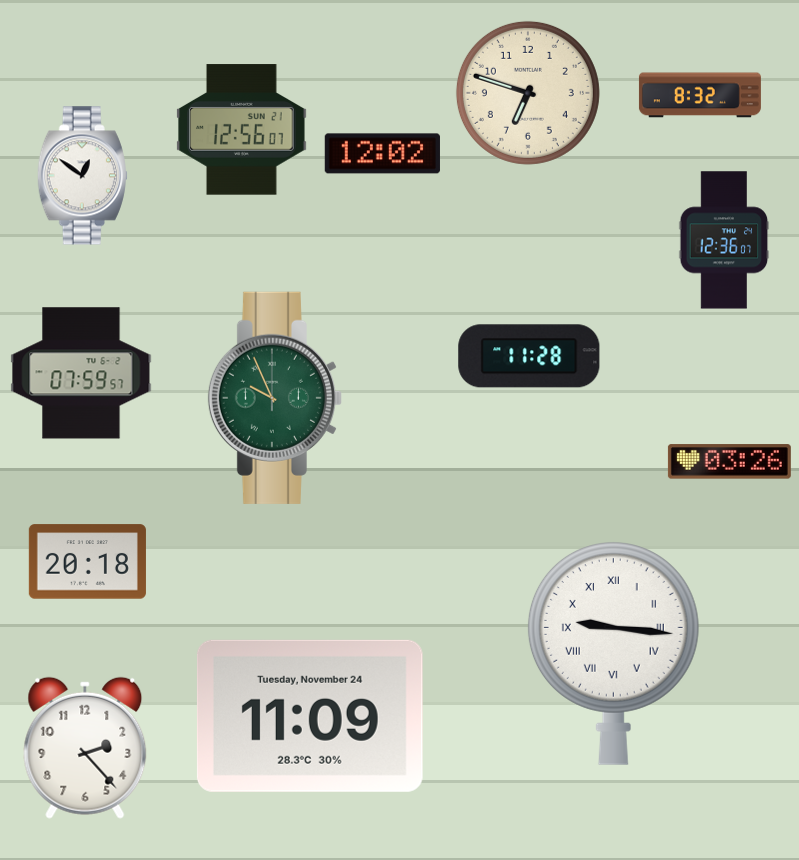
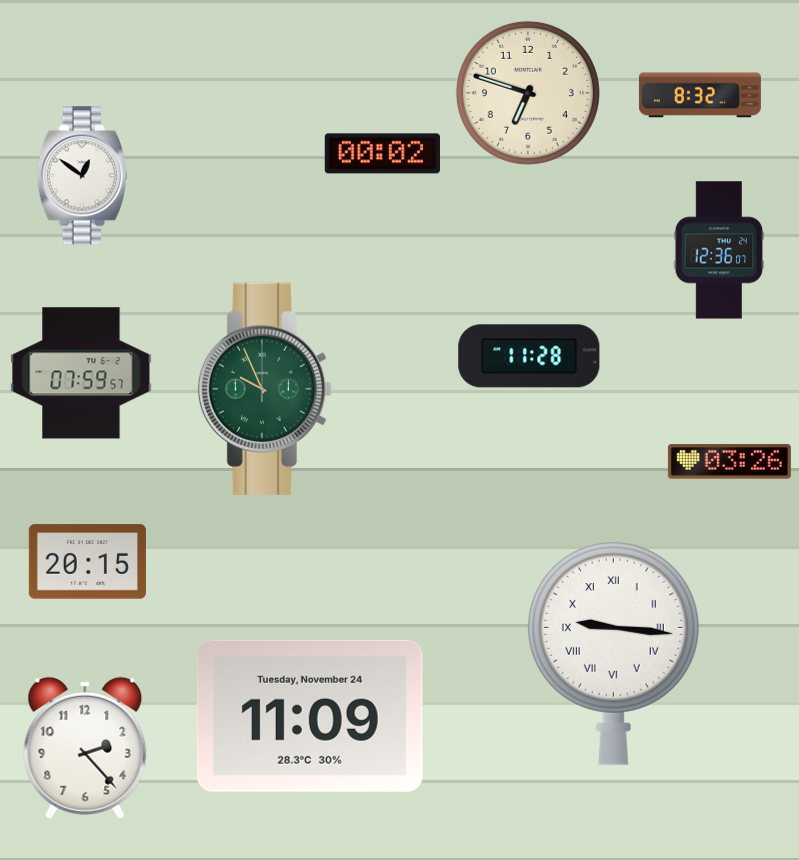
clock at (242, 130): 12:56 -> none
clock at (382, 154): 12:02 -> 00:02
clock at (724, 240) position: (724, 240) -> (719, 250)
clock at (275, 398) position: (275, 398) -> (265, 389)
clock at (87, 562): 20:18 -> 20:15
